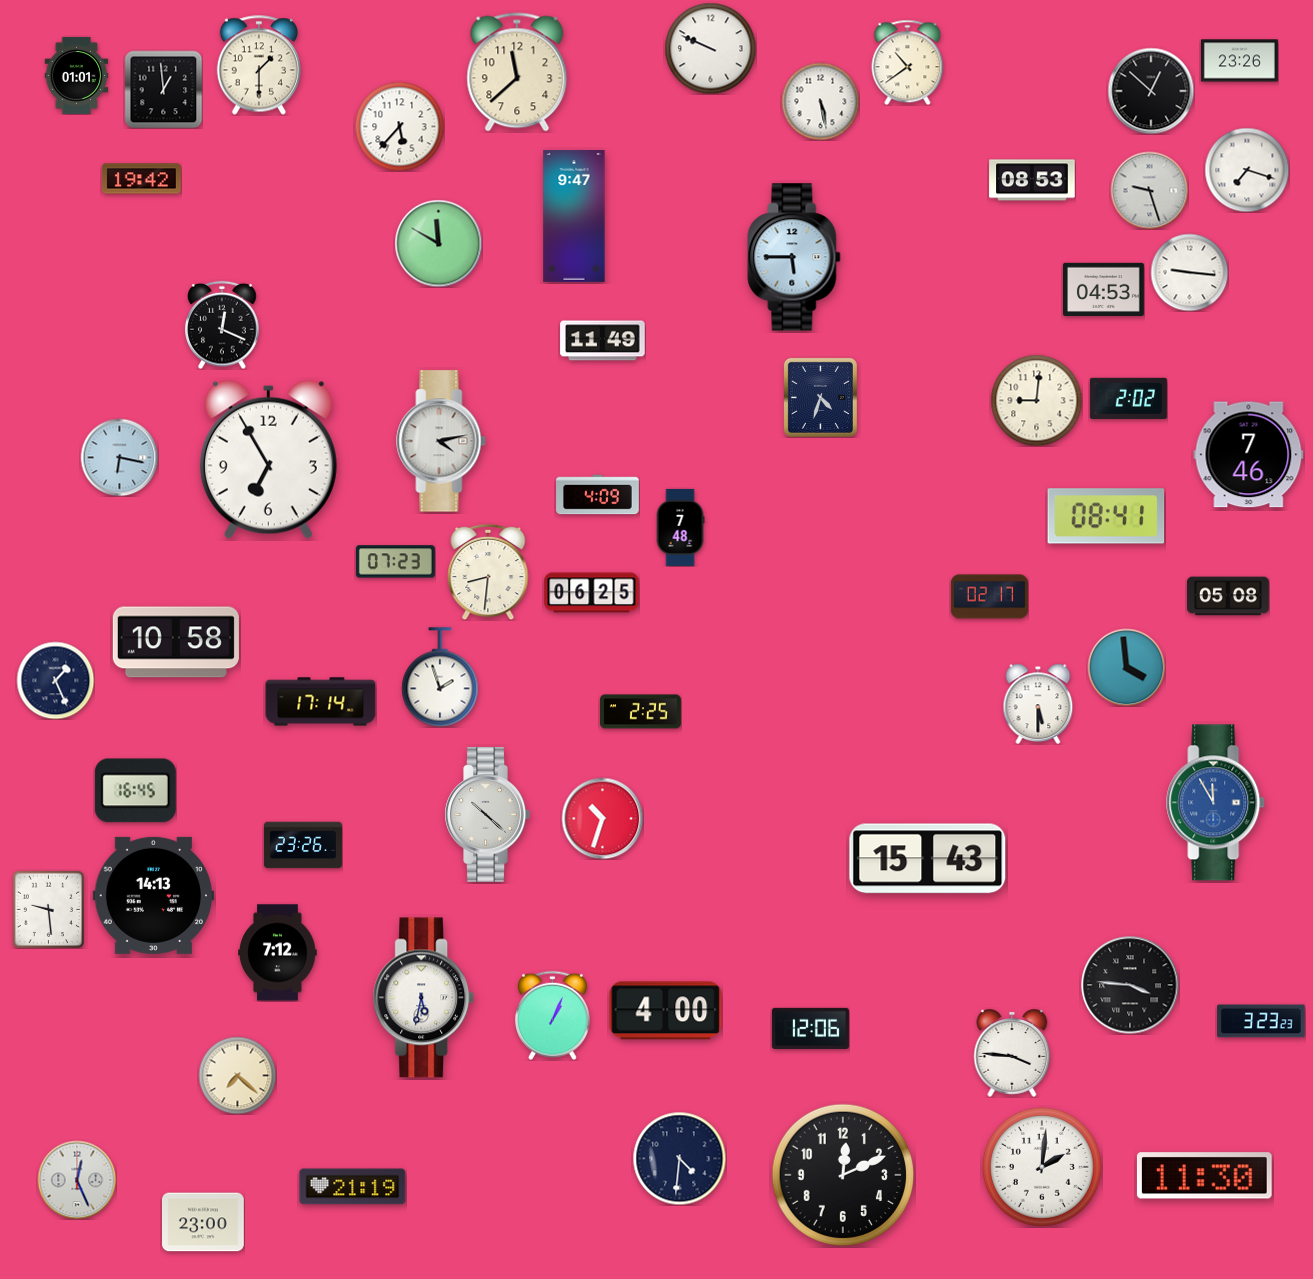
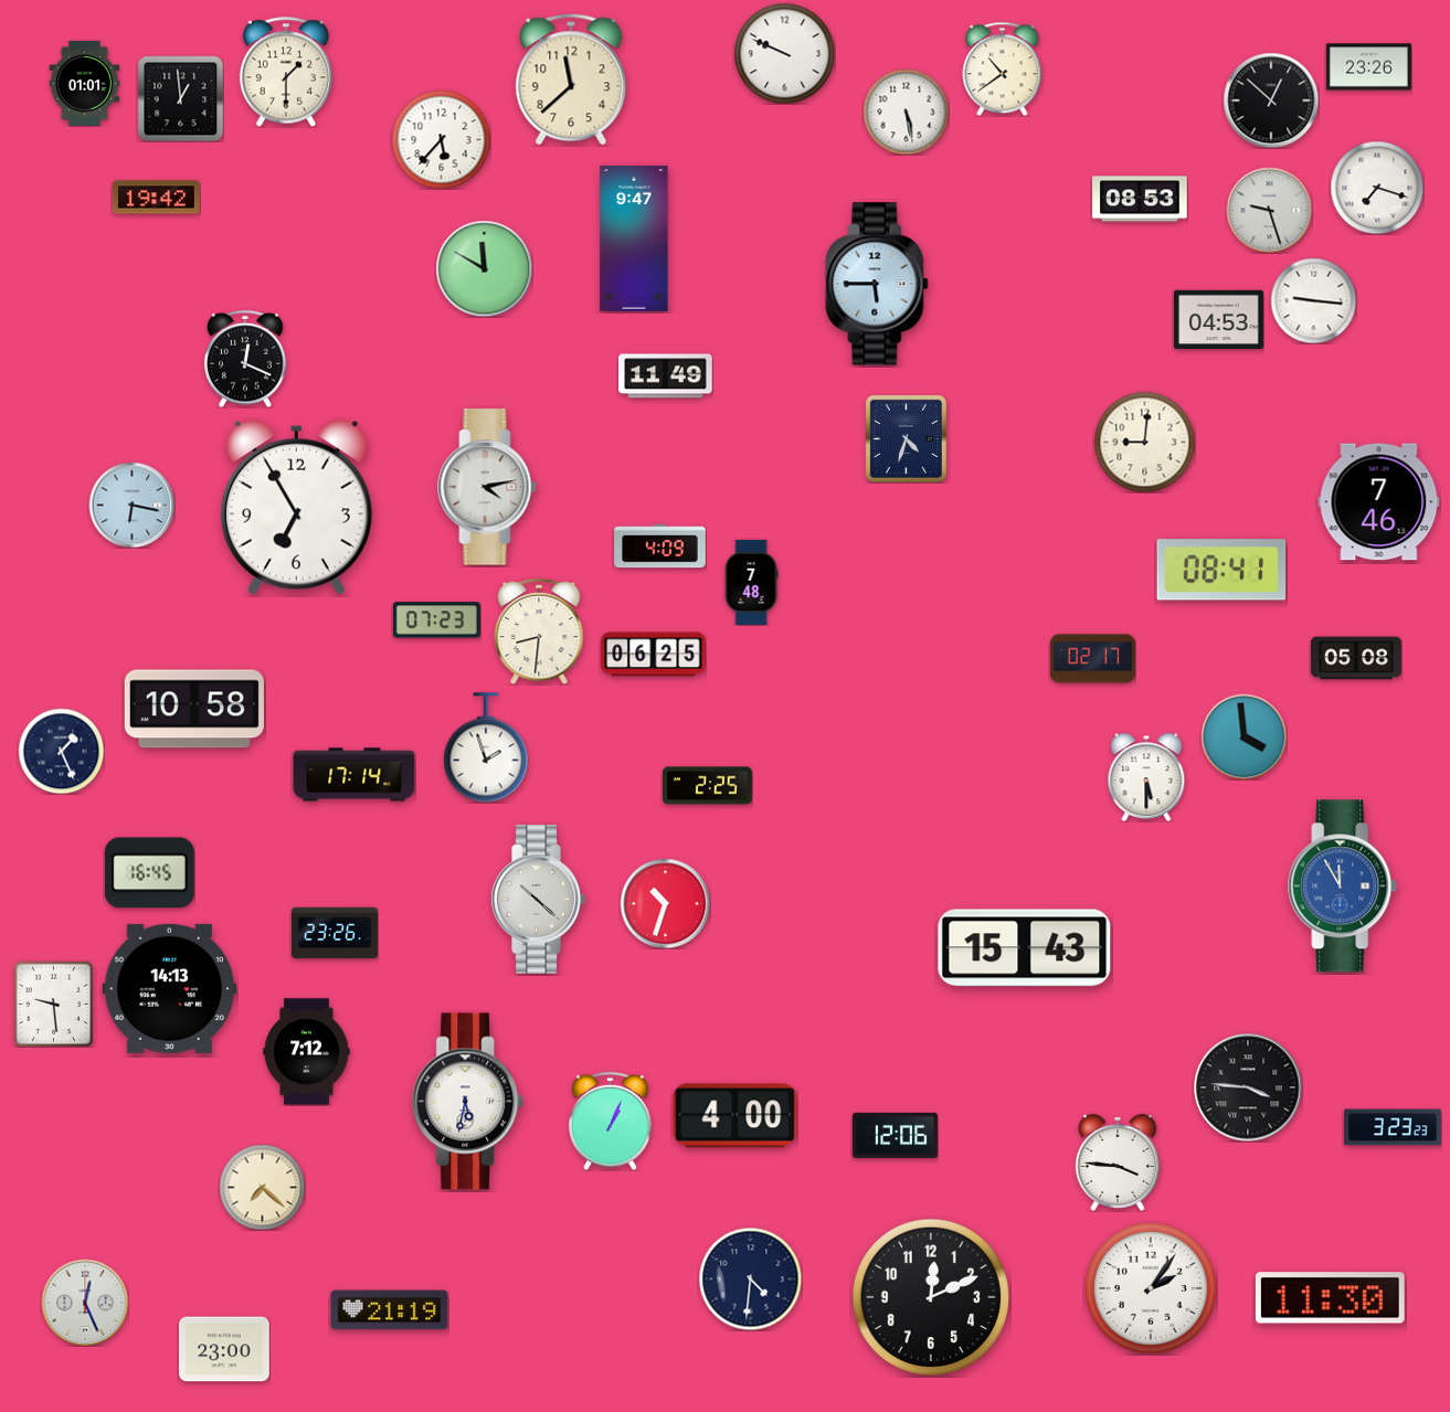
clock at (1128, 398): 2:02 -> none
clock at (1043, 1168): 2:01 -> 2:06
